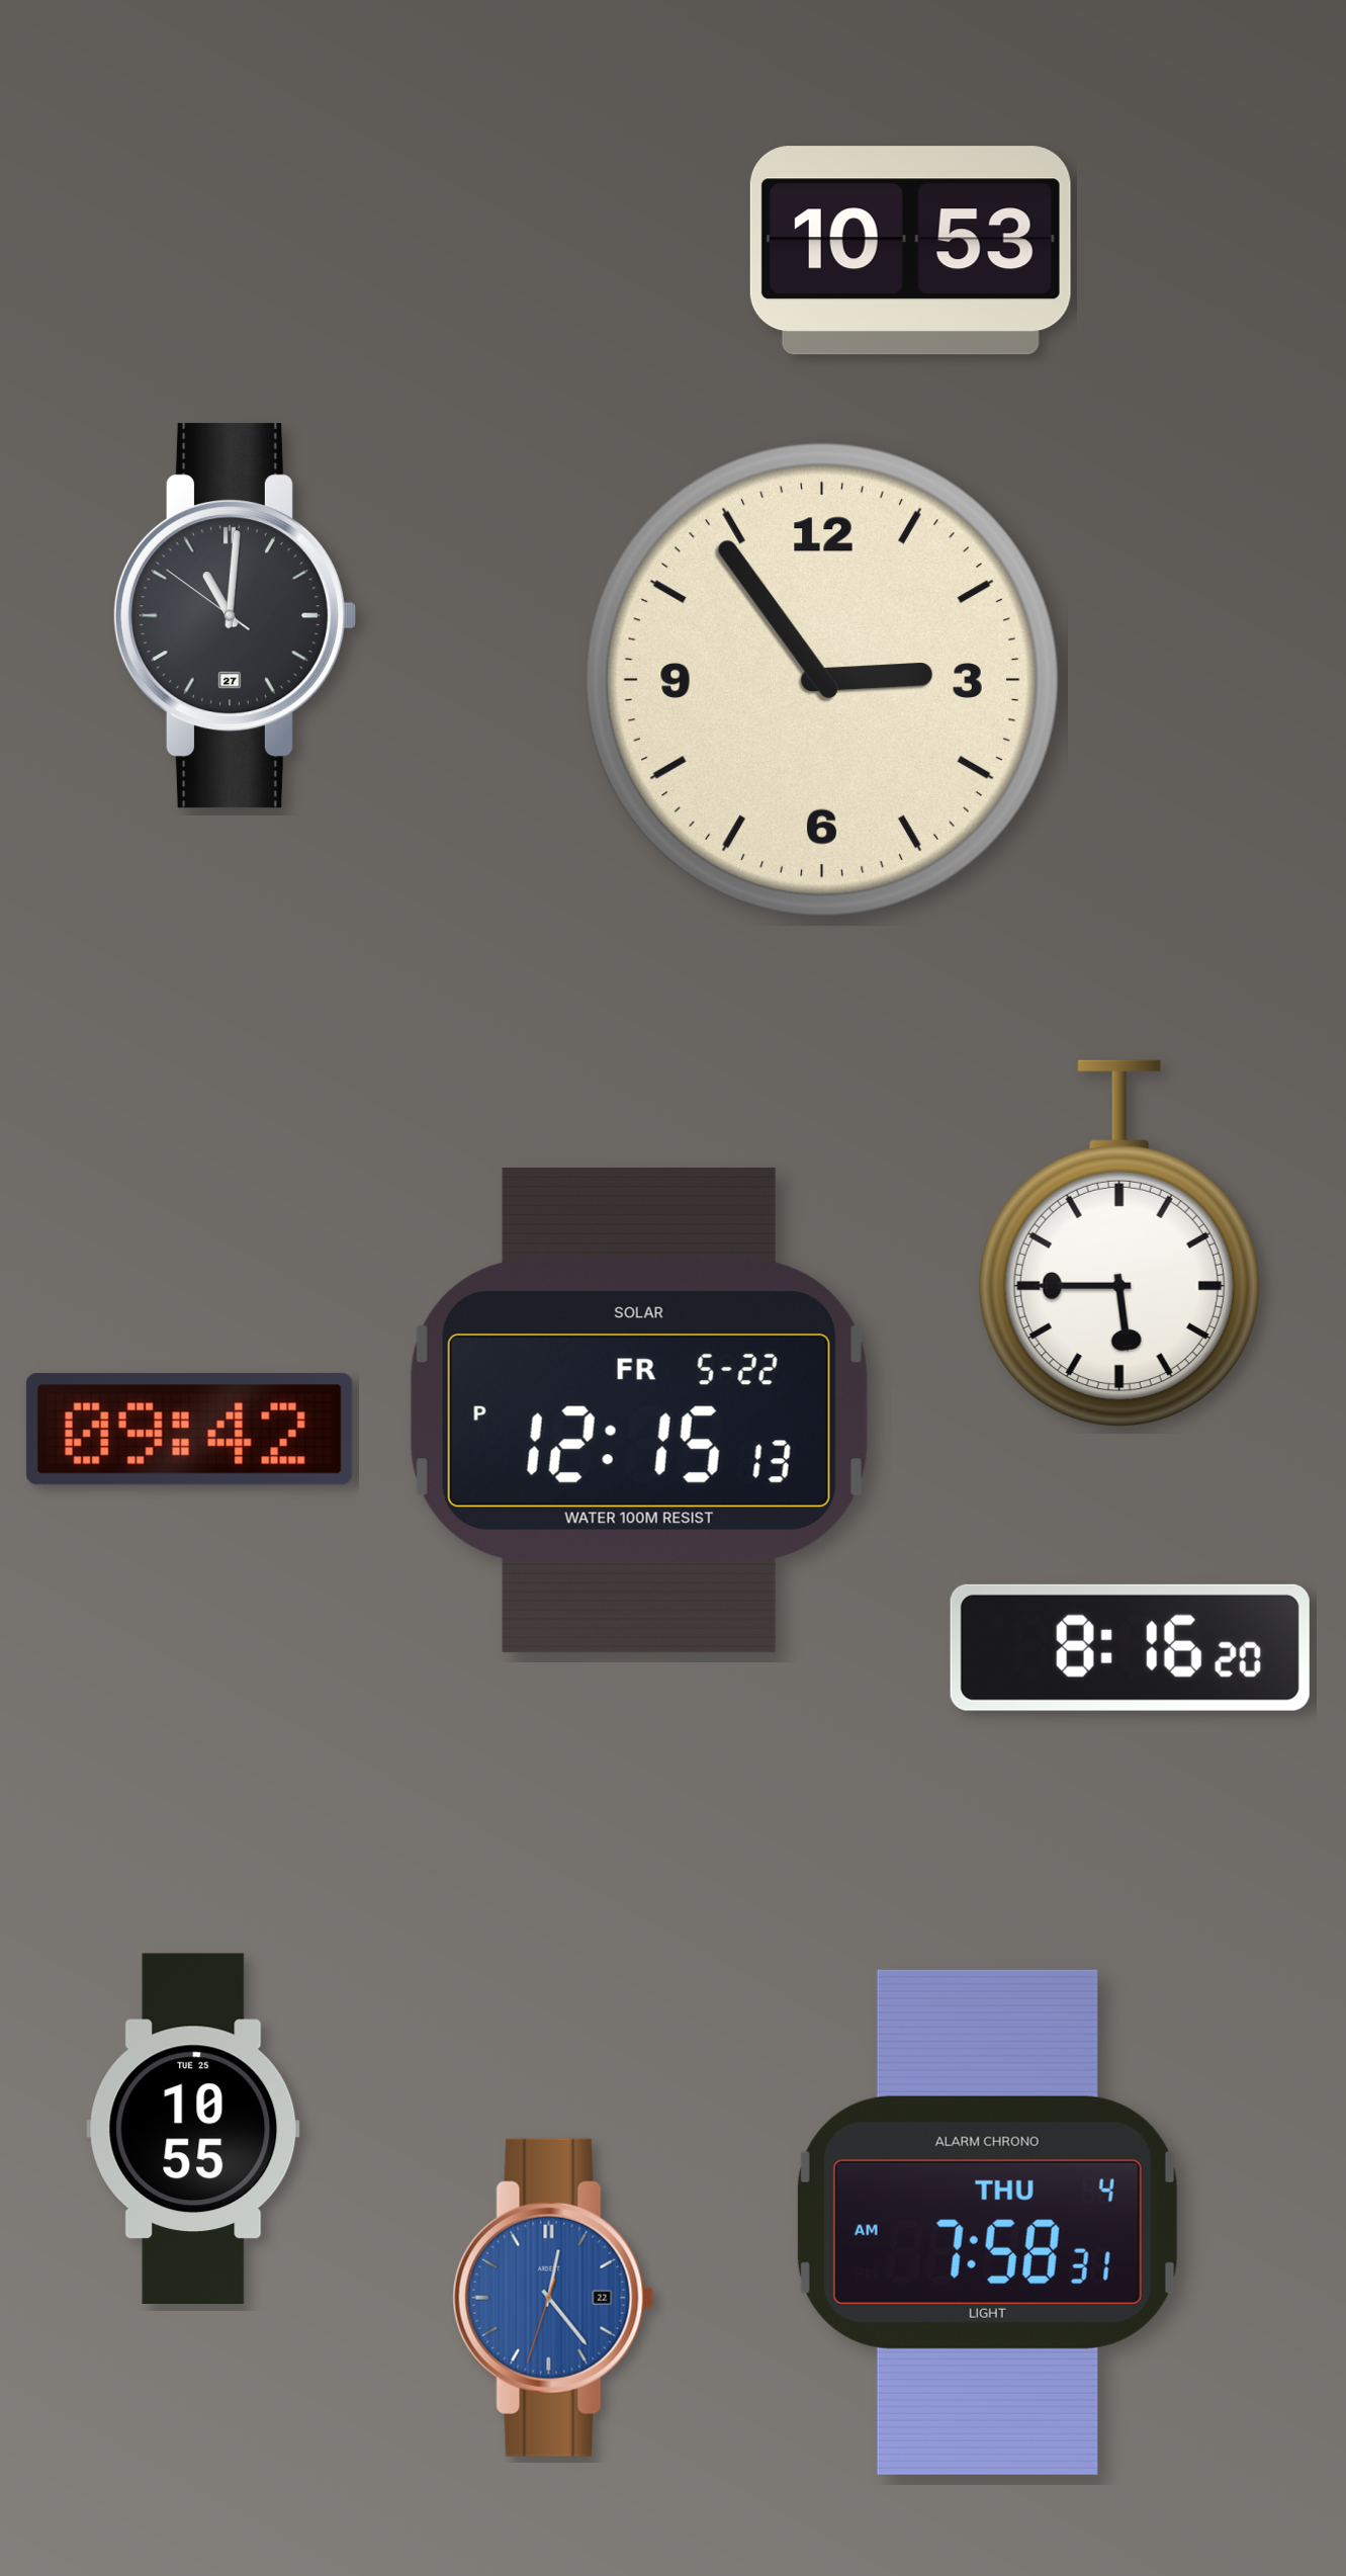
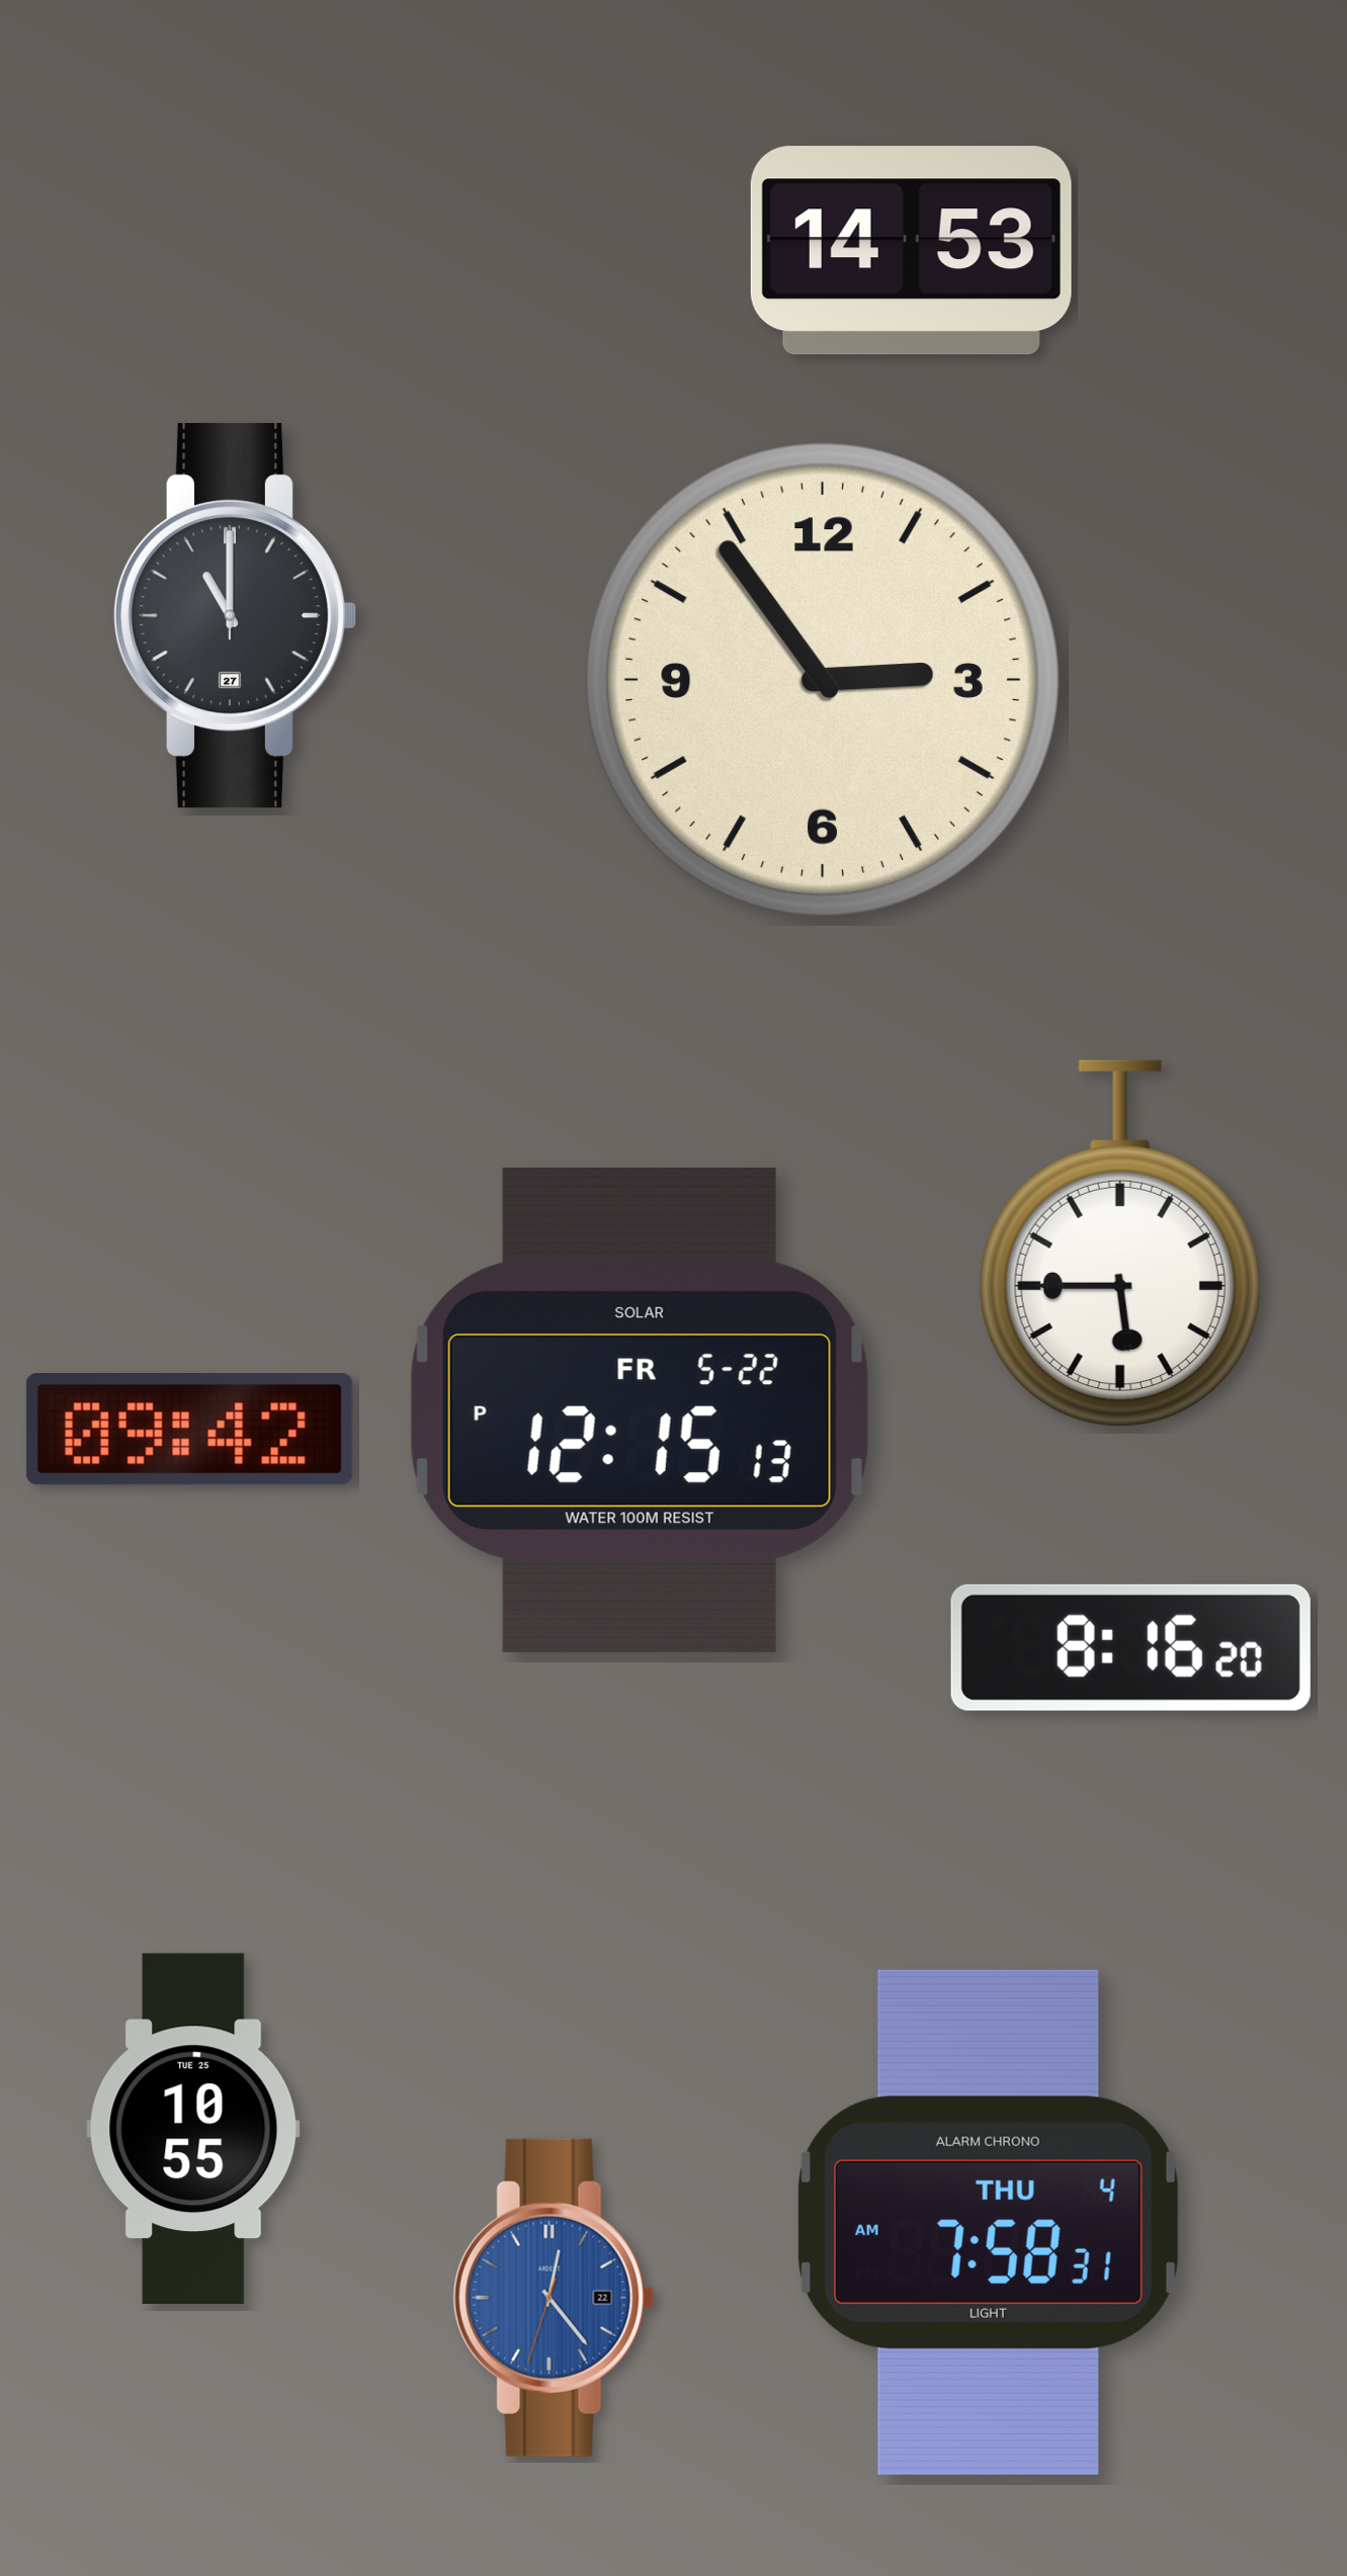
clock at (910, 251): 10:53 -> 14:53
clock at (235, 616): 11:00:51 -> 11:00:00
